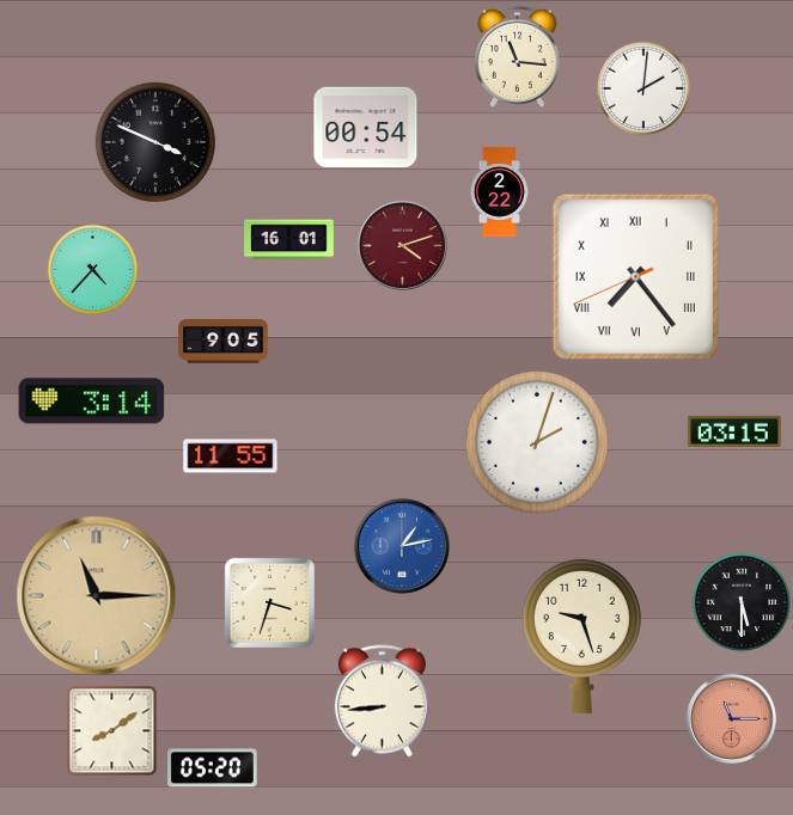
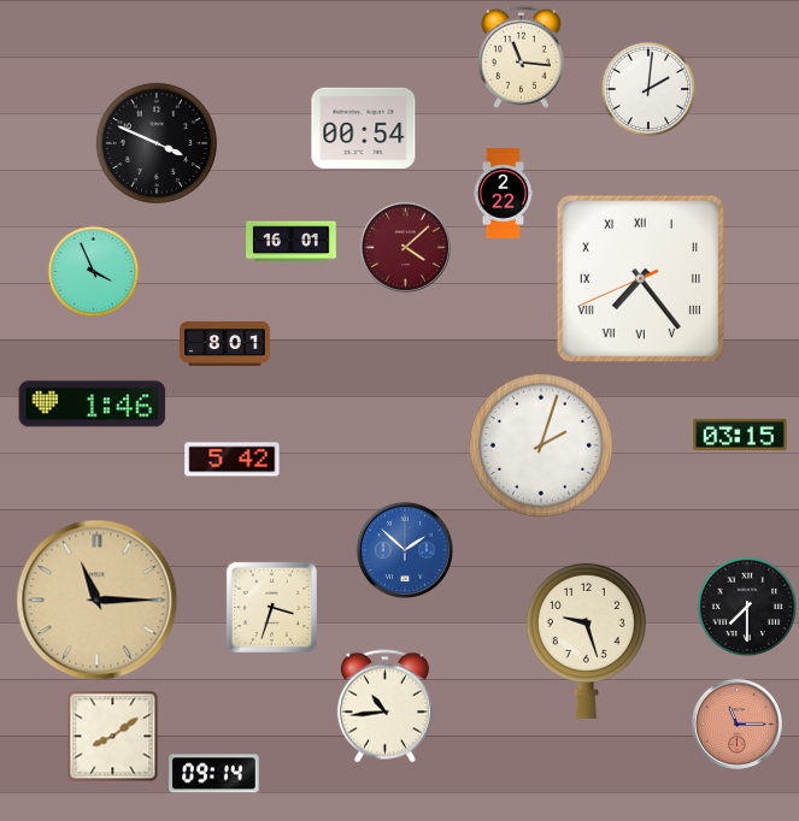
clock at (366, 128) position: (366, 128) -> (364, 129)
clock at (402, 245): 4:12 -> 4:08
clock at (93, 270): 4:37 -> 3:56
clock at (224, 341): 9:05 -> 8:01
clock at (92, 402): 3:14 -> 1:46
clock at (231, 456): 11:55 -> 5:42
clock at (402, 546): 1:13 -> 1:52
clock at (742, 602): 5:30 -> 7:30
clock at (382, 701): 8:44 -> 10:44
clock at (213, 768): 05:20 -> 09:14
